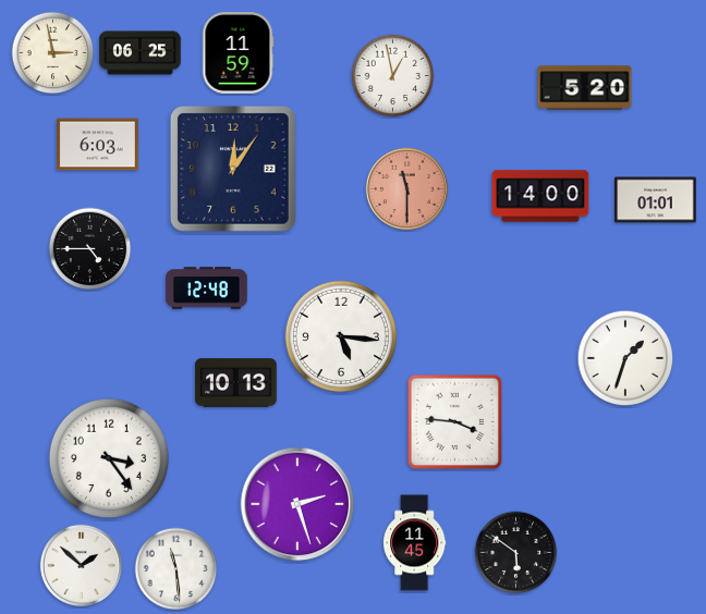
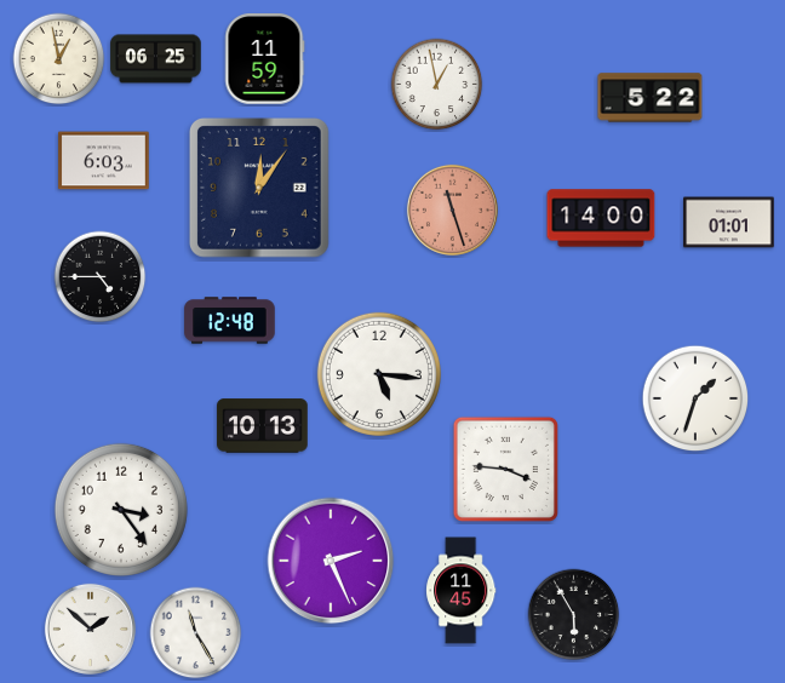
clock at (53, 53): 2:58 -> 12:58
clock at (585, 88): 5:20 -> 5:22
clock at (98, 145) position: (98, 145) -> (104, 161)
clock at (406, 188): 11:30 -> 11:27
clock at (297, 504): 2:27 -> 2:26
clock at (415, 543) position: (415, 543) -> (462, 591)
clock at (516, 553): 5:51 -> 5:55
clock at (176, 569): 11:29 -> 11:25
